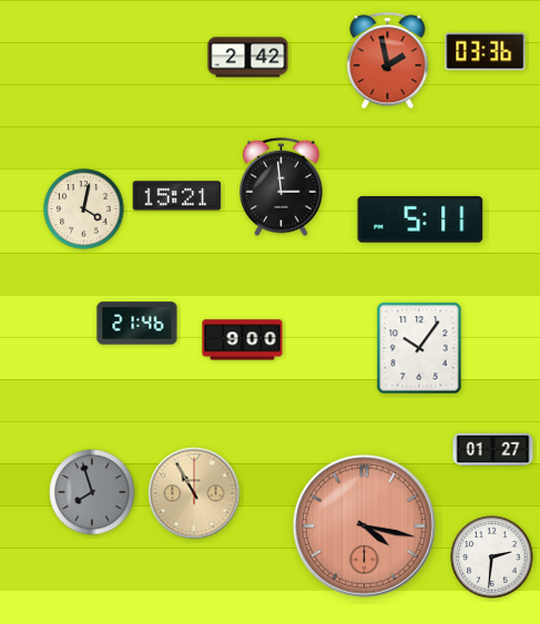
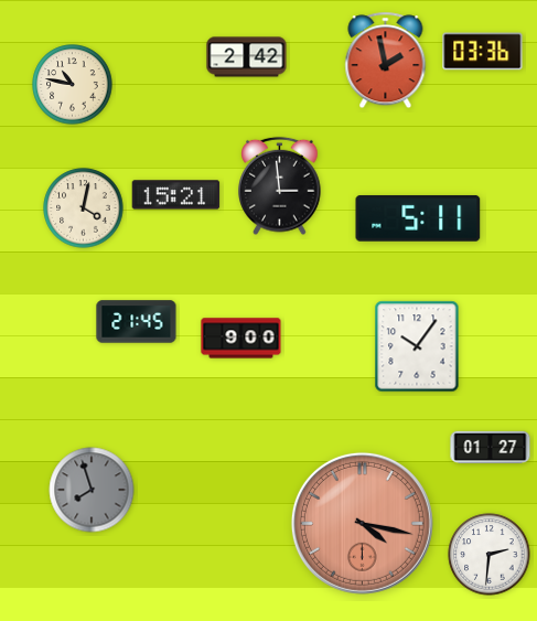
clock at (73, 85): none -> 10:47
clock at (137, 324): 21:46 -> 21:45
clock at (194, 493): 10:55 -> none
